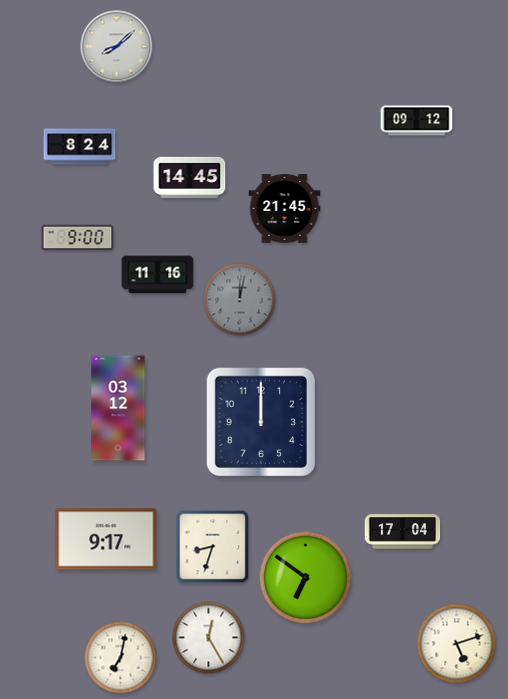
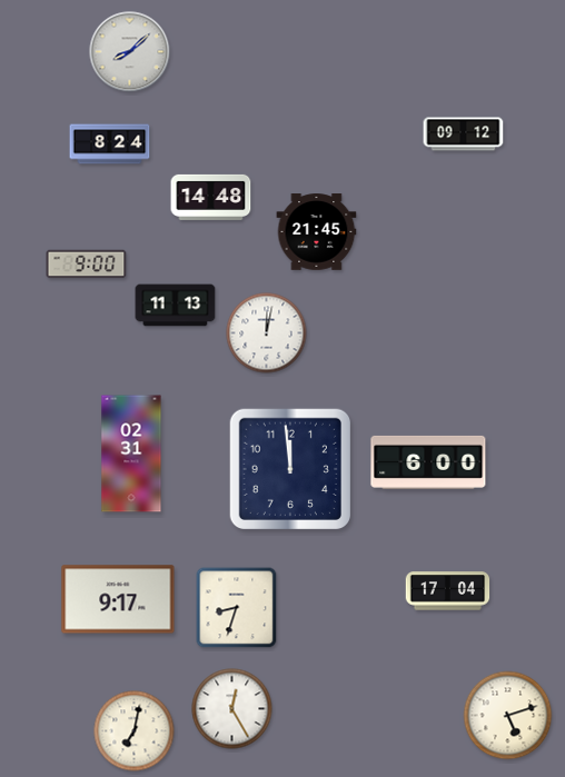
clock at (80, 147) position: (80, 147) -> (110, 145)
clock at (190, 177): 14:45 -> 14:48
clock at (158, 275): 11:16 -> 11:13
clock at (240, 300) dial: grey -> white
clock at (118, 408): 03:12 -> 02:31
clock at (428, 462): none -> 6:00
clock at (260, 421): 12:00 -> 11:59
clock at (305, 577): 6:51 -> none
